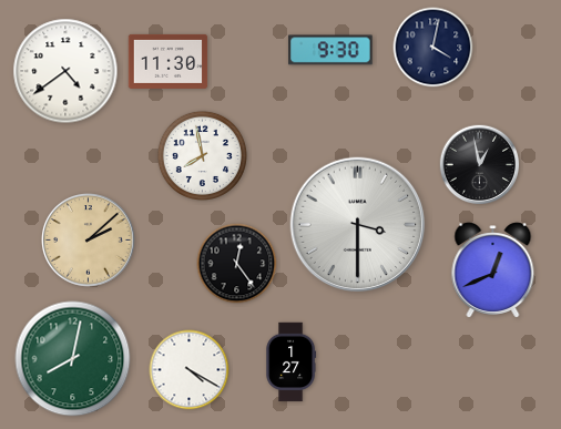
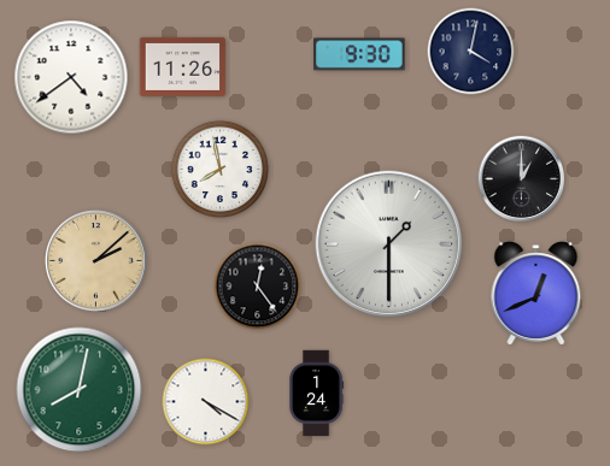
clock at (169, 61): 11:30 -> 11:26
clock at (480, 165): 12:58 -> 1:00
clock at (358, 225): 3:30 -> 1:30
clock at (292, 362): 1:27 -> 1:24
